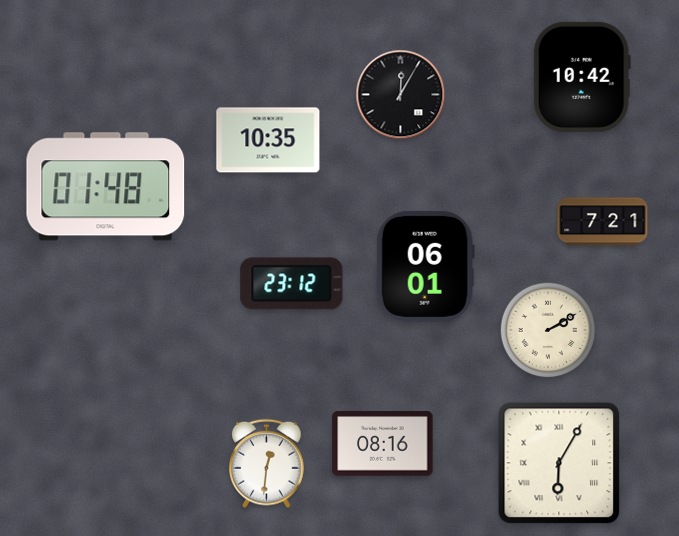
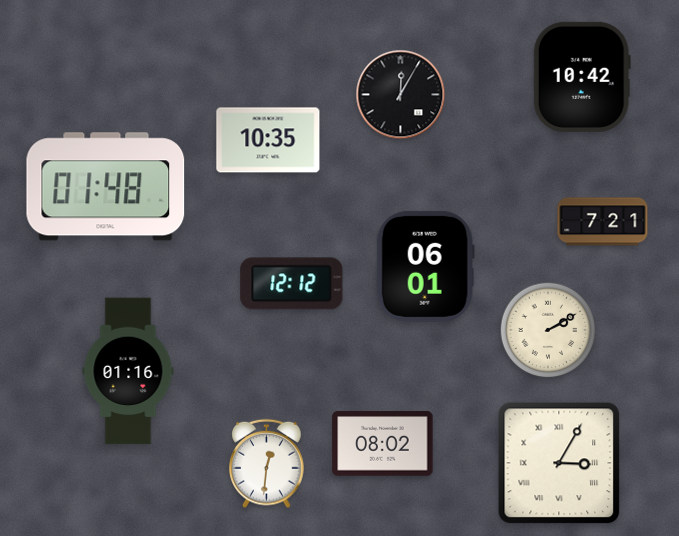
clock at (292, 284): 23:12 -> 12:12
clock at (128, 371): none -> 01:16
clock at (383, 444): 08:16 -> 08:02
clock at (559, 463): 6:05 -> 3:05
